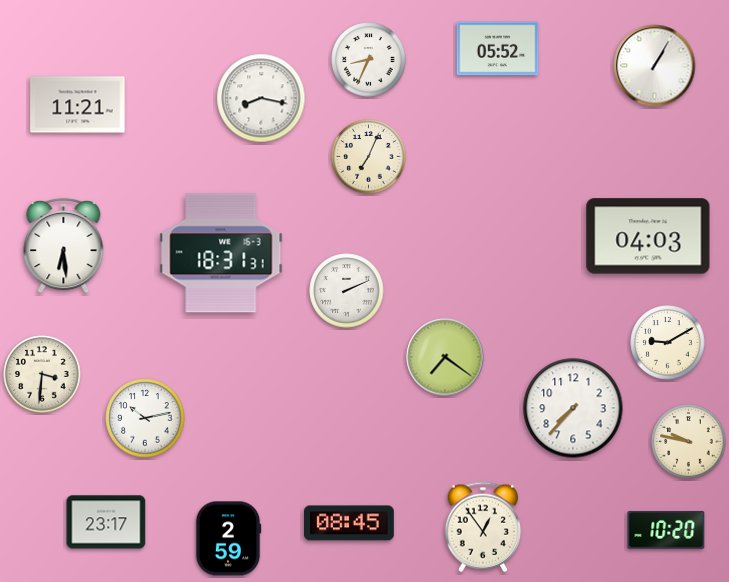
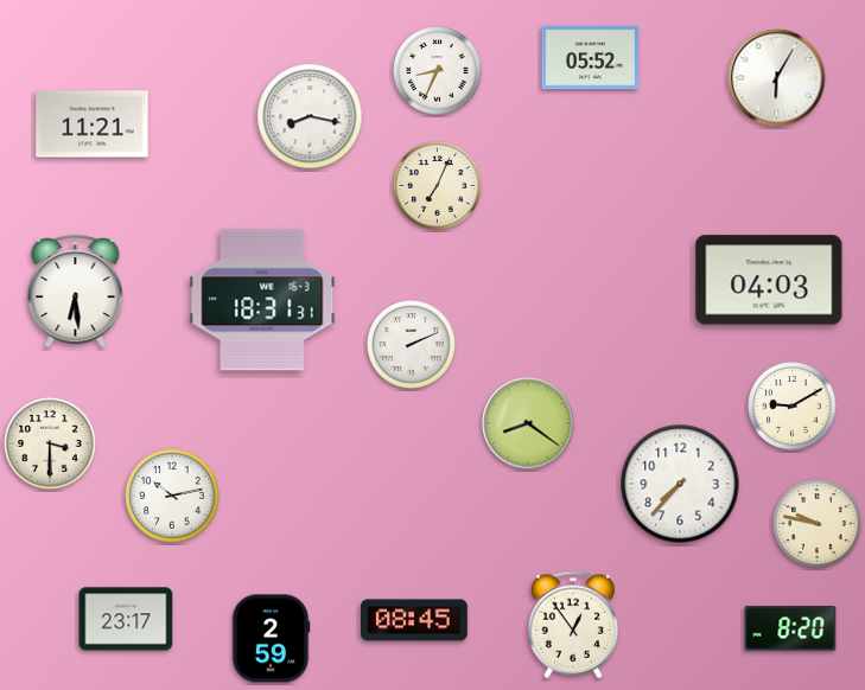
clock at (655, 66): 1:05 -> 6:05
clock at (445, 357): 7:21 -> 8:21
clock at (42, 374): 3:31 -> 3:30
clock at (666, 530): 10:20 -> 8:20
